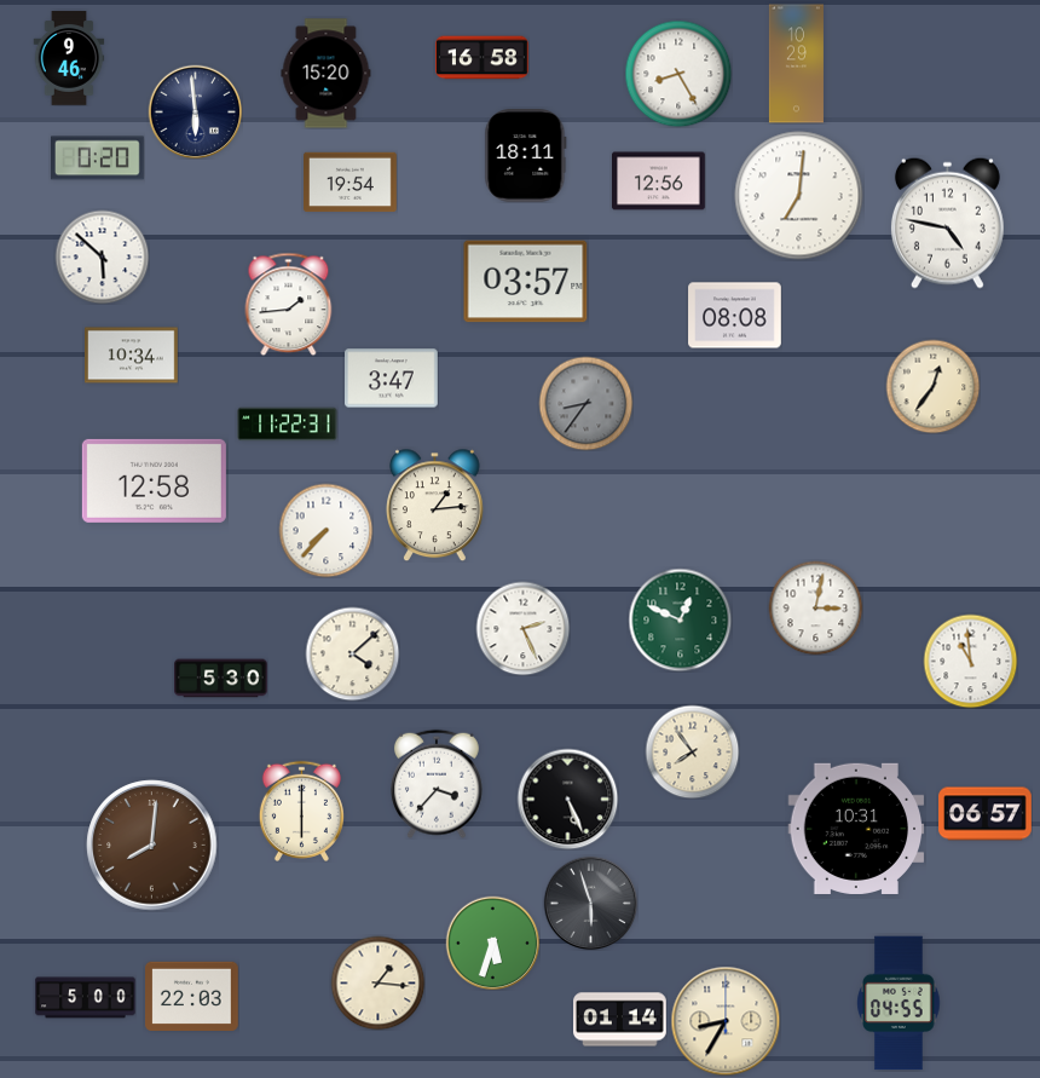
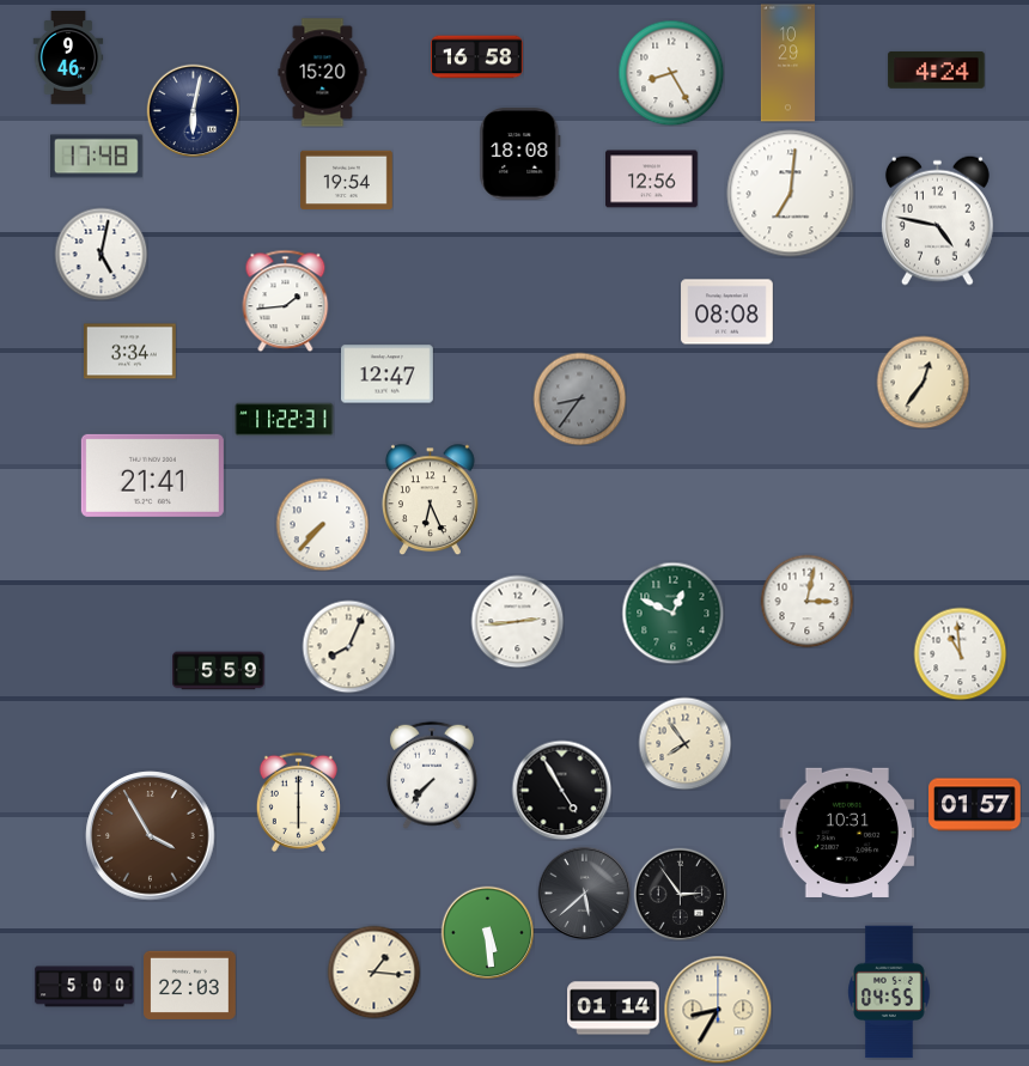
clock at (937, 69): none -> 4:24
clock at (195, 111): 5:59 -> 6:02
clock at (526, 156): 18:11 -> 18:08
clock at (98, 158): 0:20 -> 17:48
clock at (102, 256): 5:52 -> 5:02
clock at (526, 282): 03:57 -> none
clock at (132, 356): 10:34 -> 3:34
clock at (392, 379): 3:47 -> 12:47
clock at (154, 480): 12:58 -> 21:41
clock at (435, 505): 1:14 -> 6:26
clock at (522, 628): 2:26 -> 2:44
clock at (352, 653): 4:08 -> 8:04
clock at (221, 679): 5:30 -> 5:59
clock at (438, 784): 3:37 -> 7:37
clock at (567, 799): 5:26 -> 4:55
clock at (986, 814): 06:57 -> 01:57
clock at (856, 829) position: (856, 829) -> (847, 833)
clock at (152, 846): 8:01 -> 3:55
clock at (590, 903): 5:57 -> 5:38
clock at (680, 894): none -> 2:54
clock at (492, 942): 5:33 -> 5:29
